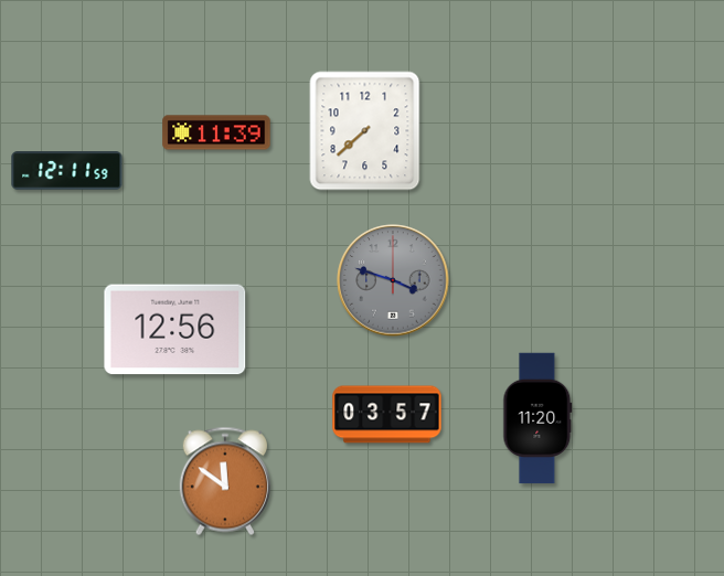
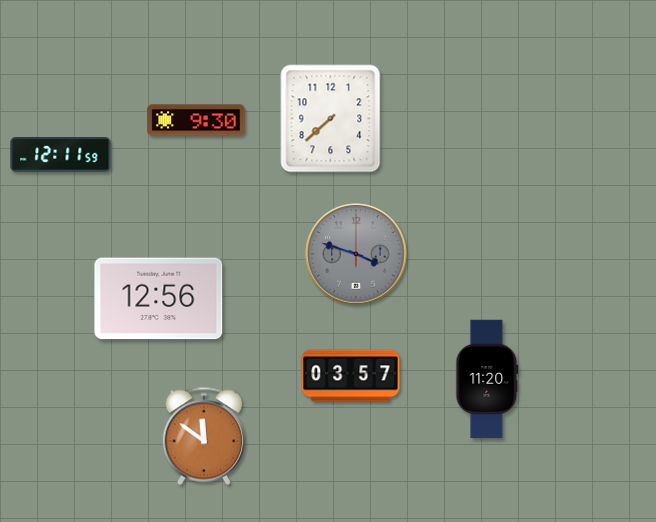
clock at (216, 132): 11:39 -> 9:30
